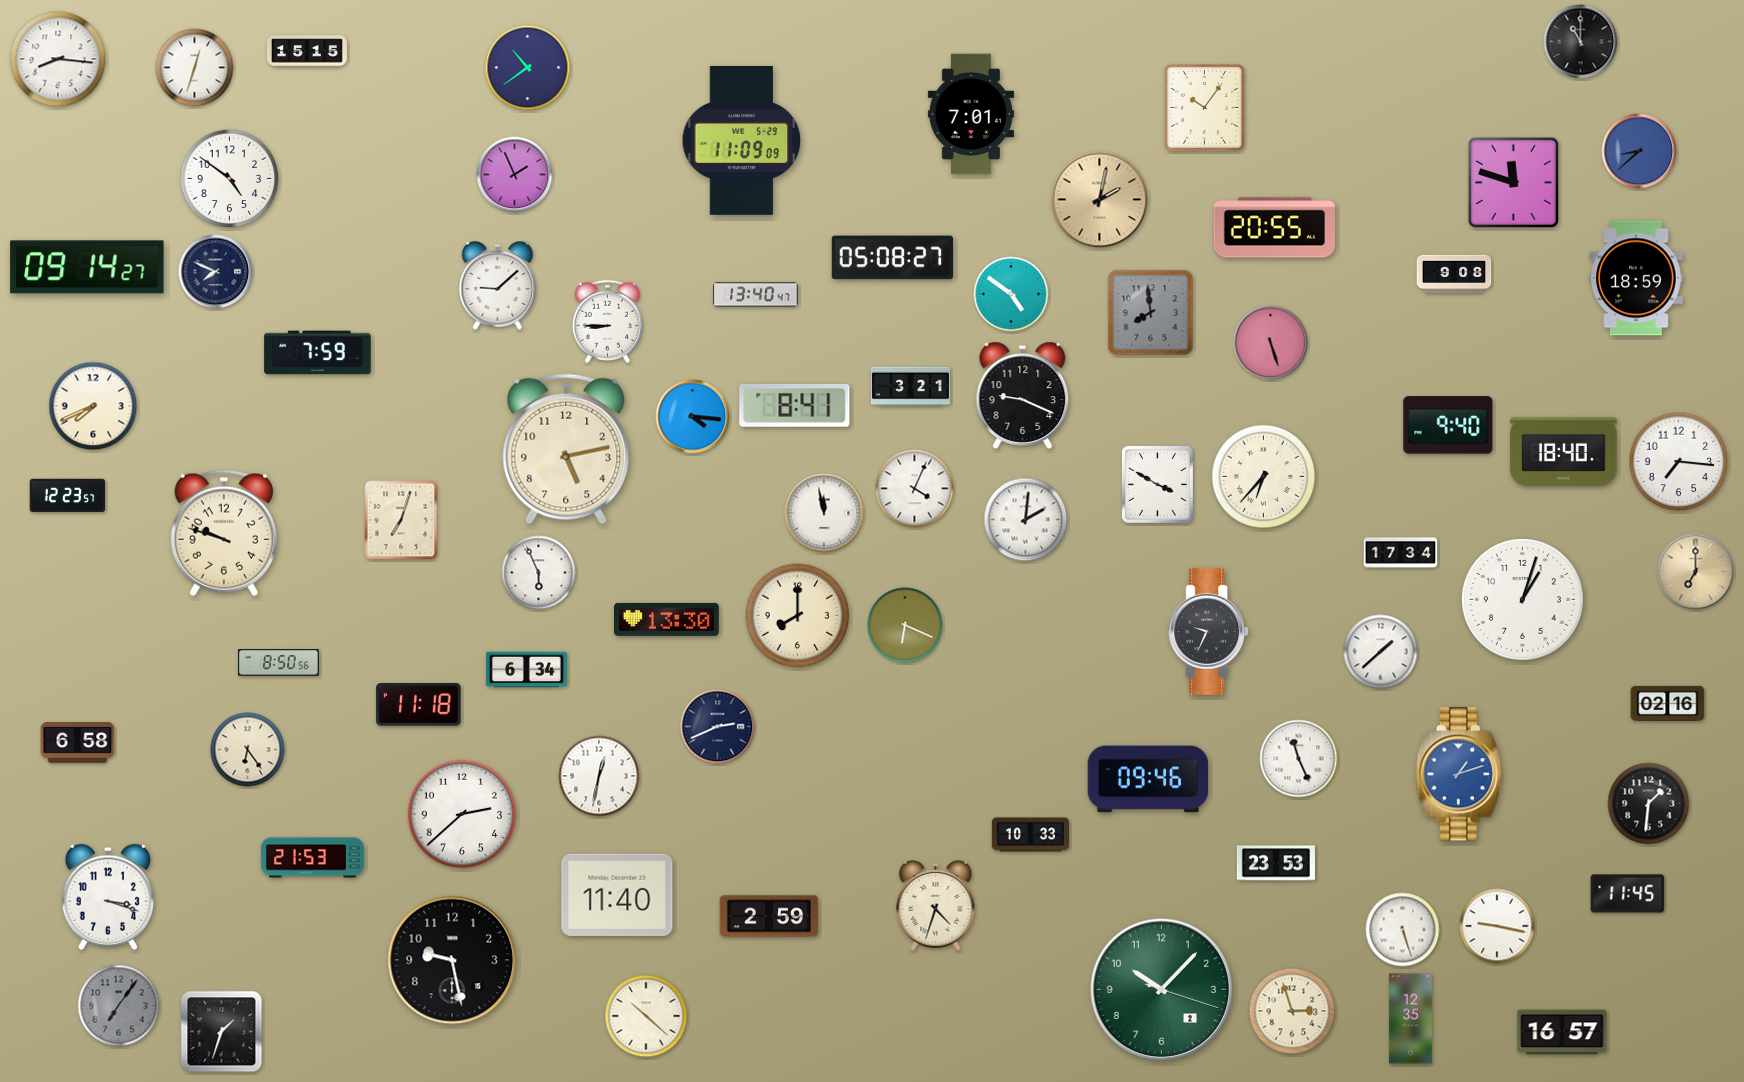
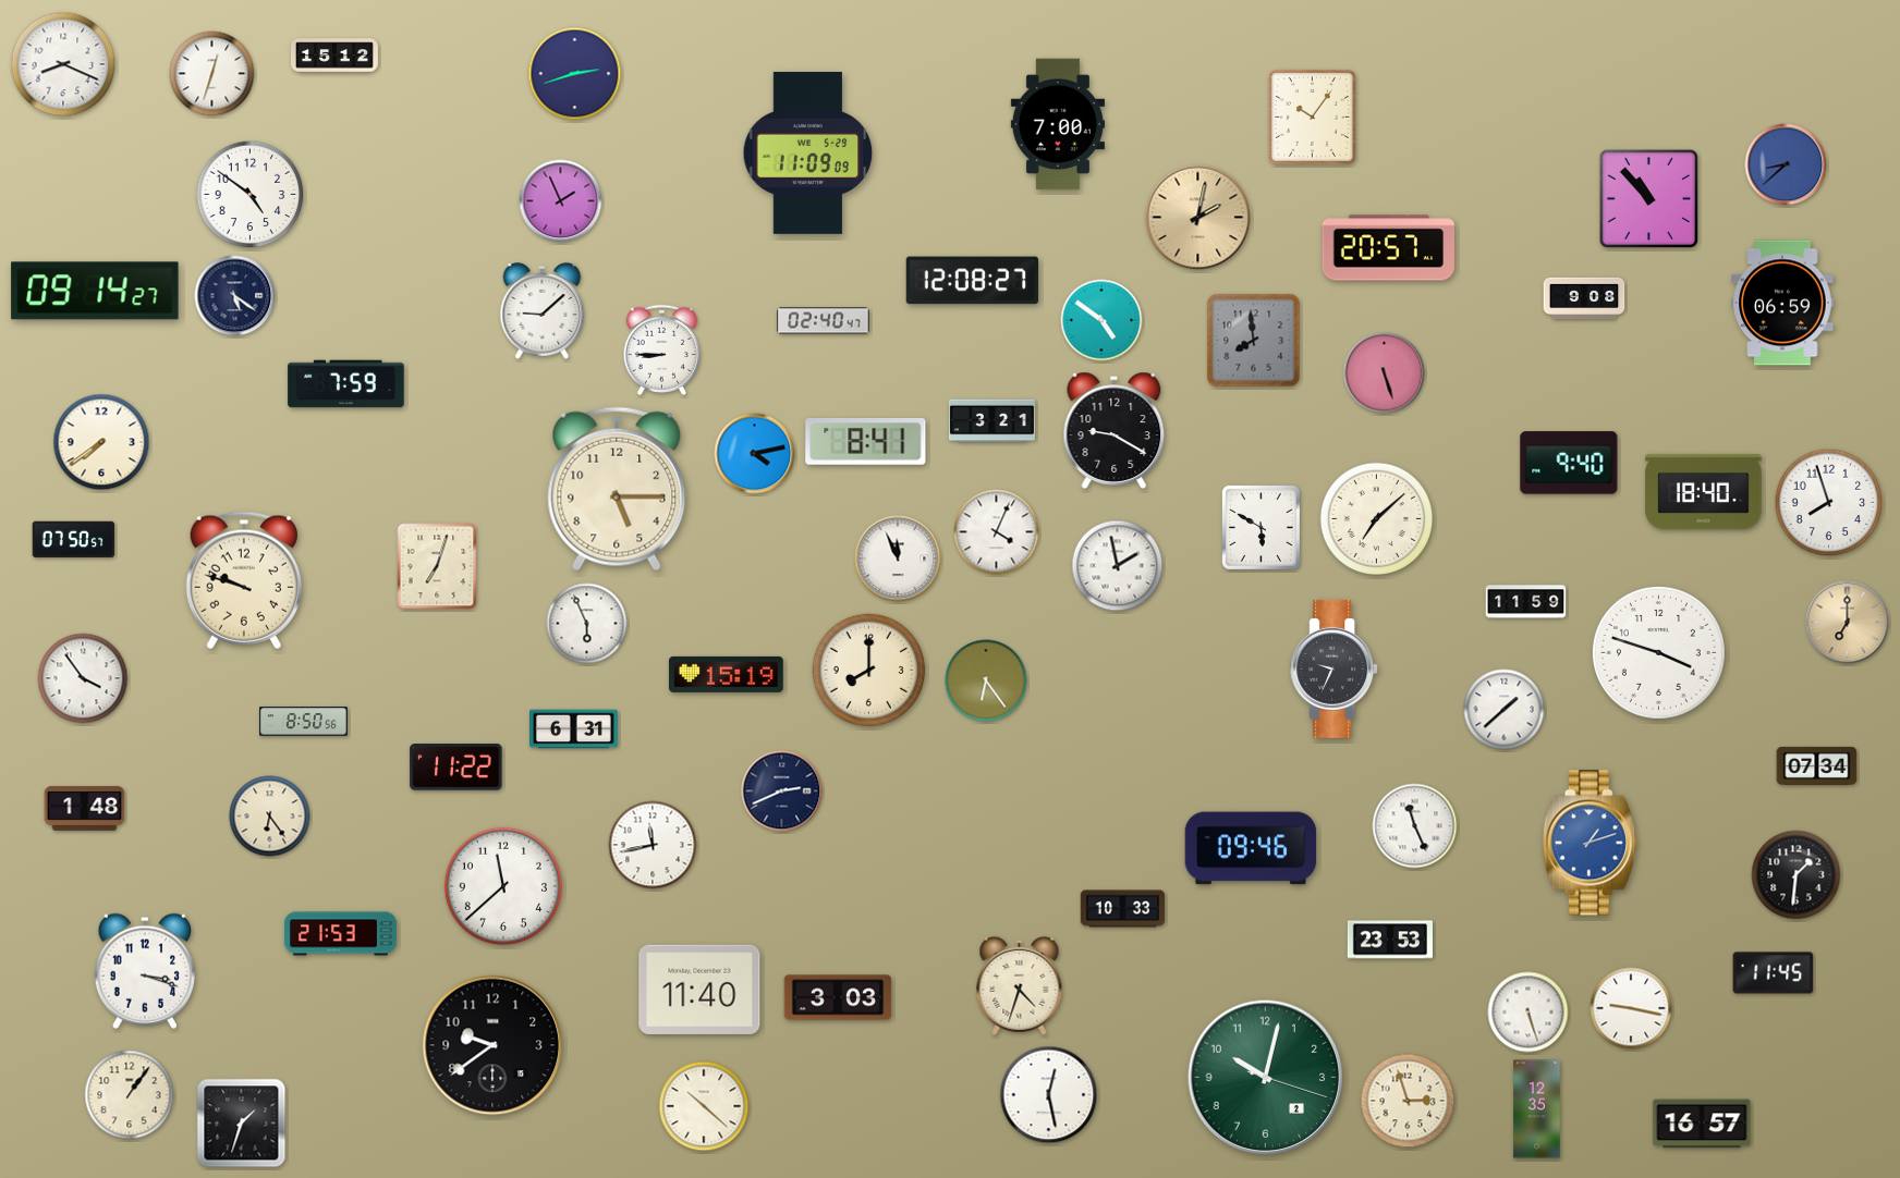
clock at (1581, 42): 11:00 -> none
clock at (307, 51): 15:15 -> 15:12
clock at (58, 59): 8:16 -> 8:19
clock at (528, 68): 10:39 -> 2:42
clock at (971, 114): 7:01 -> 7:00
clock at (515, 175) position: (515, 175) -> (561, 201)
clock at (1513, 182): 11:48 -> 10:53
clock at (1275, 228): 20:55 -> 20:57
clock at (893, 258): 05:08 -> 12:08
clock at (216, 272): 7:49 -> 5:21
clock at (1636, 278): 18:59 -> 06:59
clock at (756, 295): 13:40 -> 02:40
clock at (1023, 395): 9:19 -> 9:20
clock at (93, 406): 7:41 -> 7:39
clock at (693, 417): 4:16 -> 4:13
clock at (1448, 425) position: (1448, 425) -> (1569, 463)
clock at (566, 449): 5:13 -> 5:15
clock at (1679, 462): 7:16 -> 7:57
clock at (1264, 477): 6:37 -> 7:08
clock at (1157, 484): 3:50 -> 5:50
clock at (68, 496): 12:23 -> 07:50
clock at (824, 513): 11:58 -> 11:56
clock at (1026, 520): 2:01 -> 1:58
clock at (1401, 553): 17:34 -> 11:59
clock at (1522, 599): 1:03 -> 3:48
clock at (667, 619): 13:30 -> 15:19
clock at (83, 678): none -> 3:54
clock at (905, 625): 6:19 -> 6:24
clock at (1209, 631) position: (1209, 631) -> (1335, 668)
clock at (527, 670): 6:34 -> 6:31
clock at (1668, 703): 02:16 -> 07:34
clock at (419, 705): 11:18 -> 11:22
clock at (78, 743): 6:58 -> 1:48
clock at (599, 776): 12:32 -> 11:43
clock at (462, 814): 2:38 -> 11:38
clock at (617, 895) position: (617, 895) -> (699, 990)
clock at (107, 897) position: (107, 897) -> (144, 971)
clock at (769, 916): 2:59 -> 3:03
clock at (452, 960): 9:28 -> 9:39
clock at (1162, 990): 10:07 -> 10:02
clock at (119, 1006): 7:06 -> 1:06
clock at (119, 1006) dial: grey -> cream
clock at (1049, 1095): none -> 12:28
